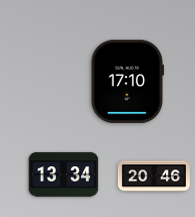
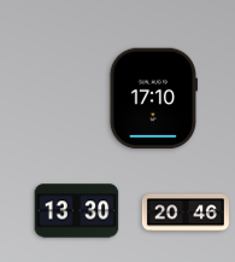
clock at (64, 175): 13:34 -> 13:30
